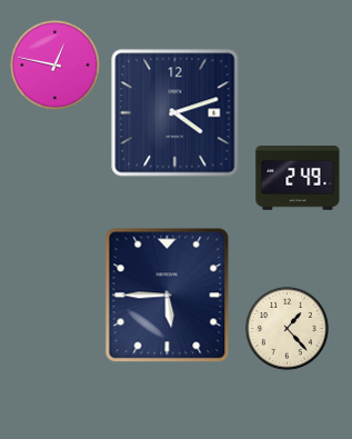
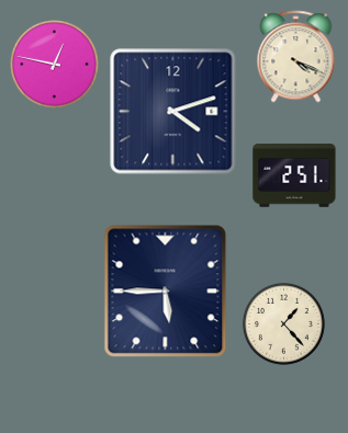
clock at (296, 57): none -> 4:19
clock at (298, 179): 2:49 -> 2:51
